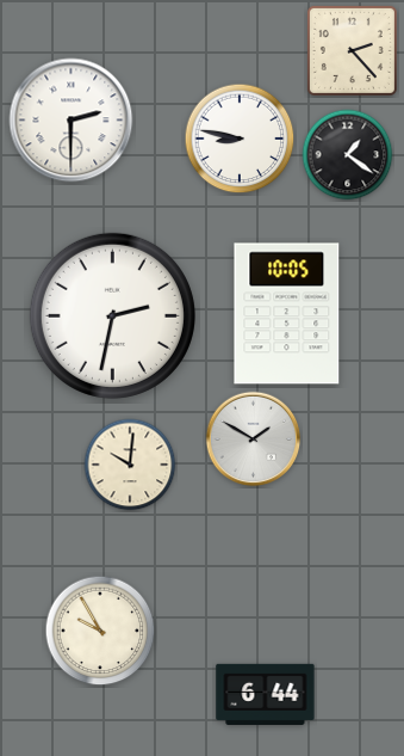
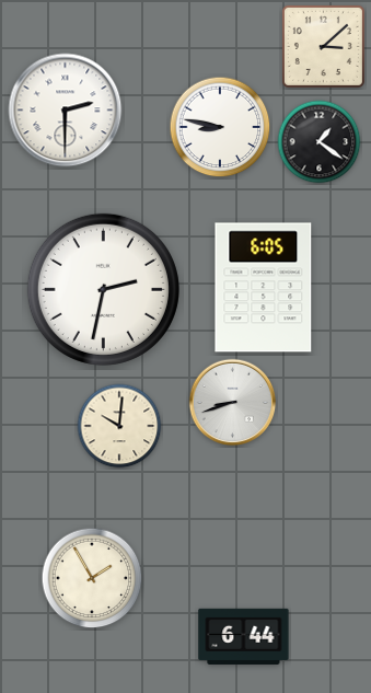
clock at (352, 50): 2:23 -> 3:08
clock at (287, 314): 10:05 -> 6:05
clock at (254, 440): 1:50 -> 8:42
clock at (100, 631): 9:55 -> 1:55
